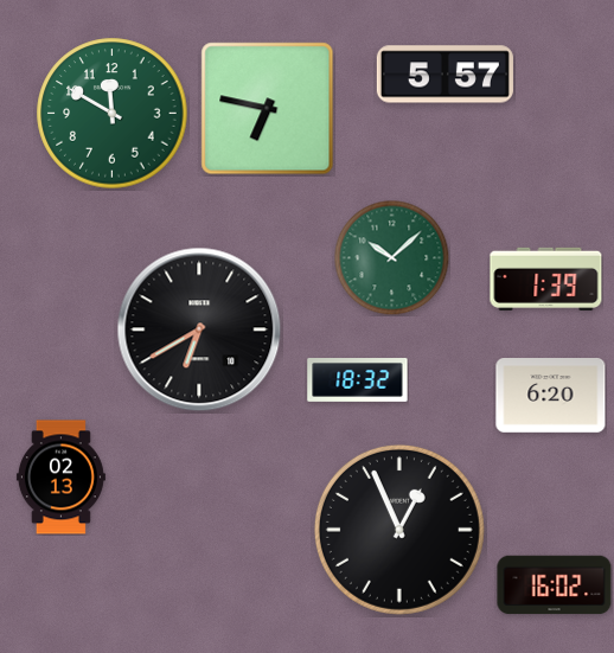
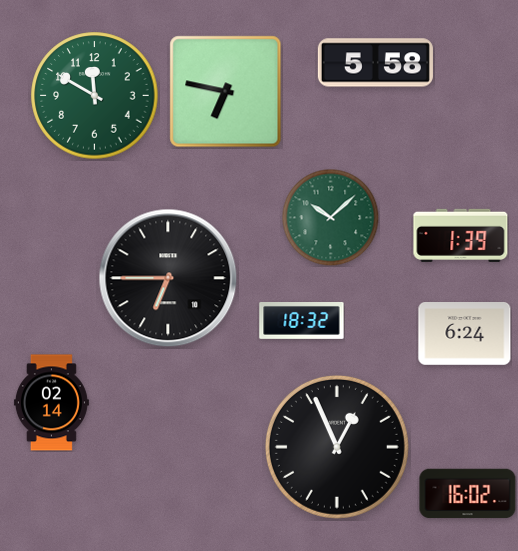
clock at (444, 75): 5:57 -> 5:58
clock at (199, 329): 6:40 -> 6:45
clock at (551, 396): 6:20 -> 6:24
clock at (60, 478): 02:13 -> 02:14
